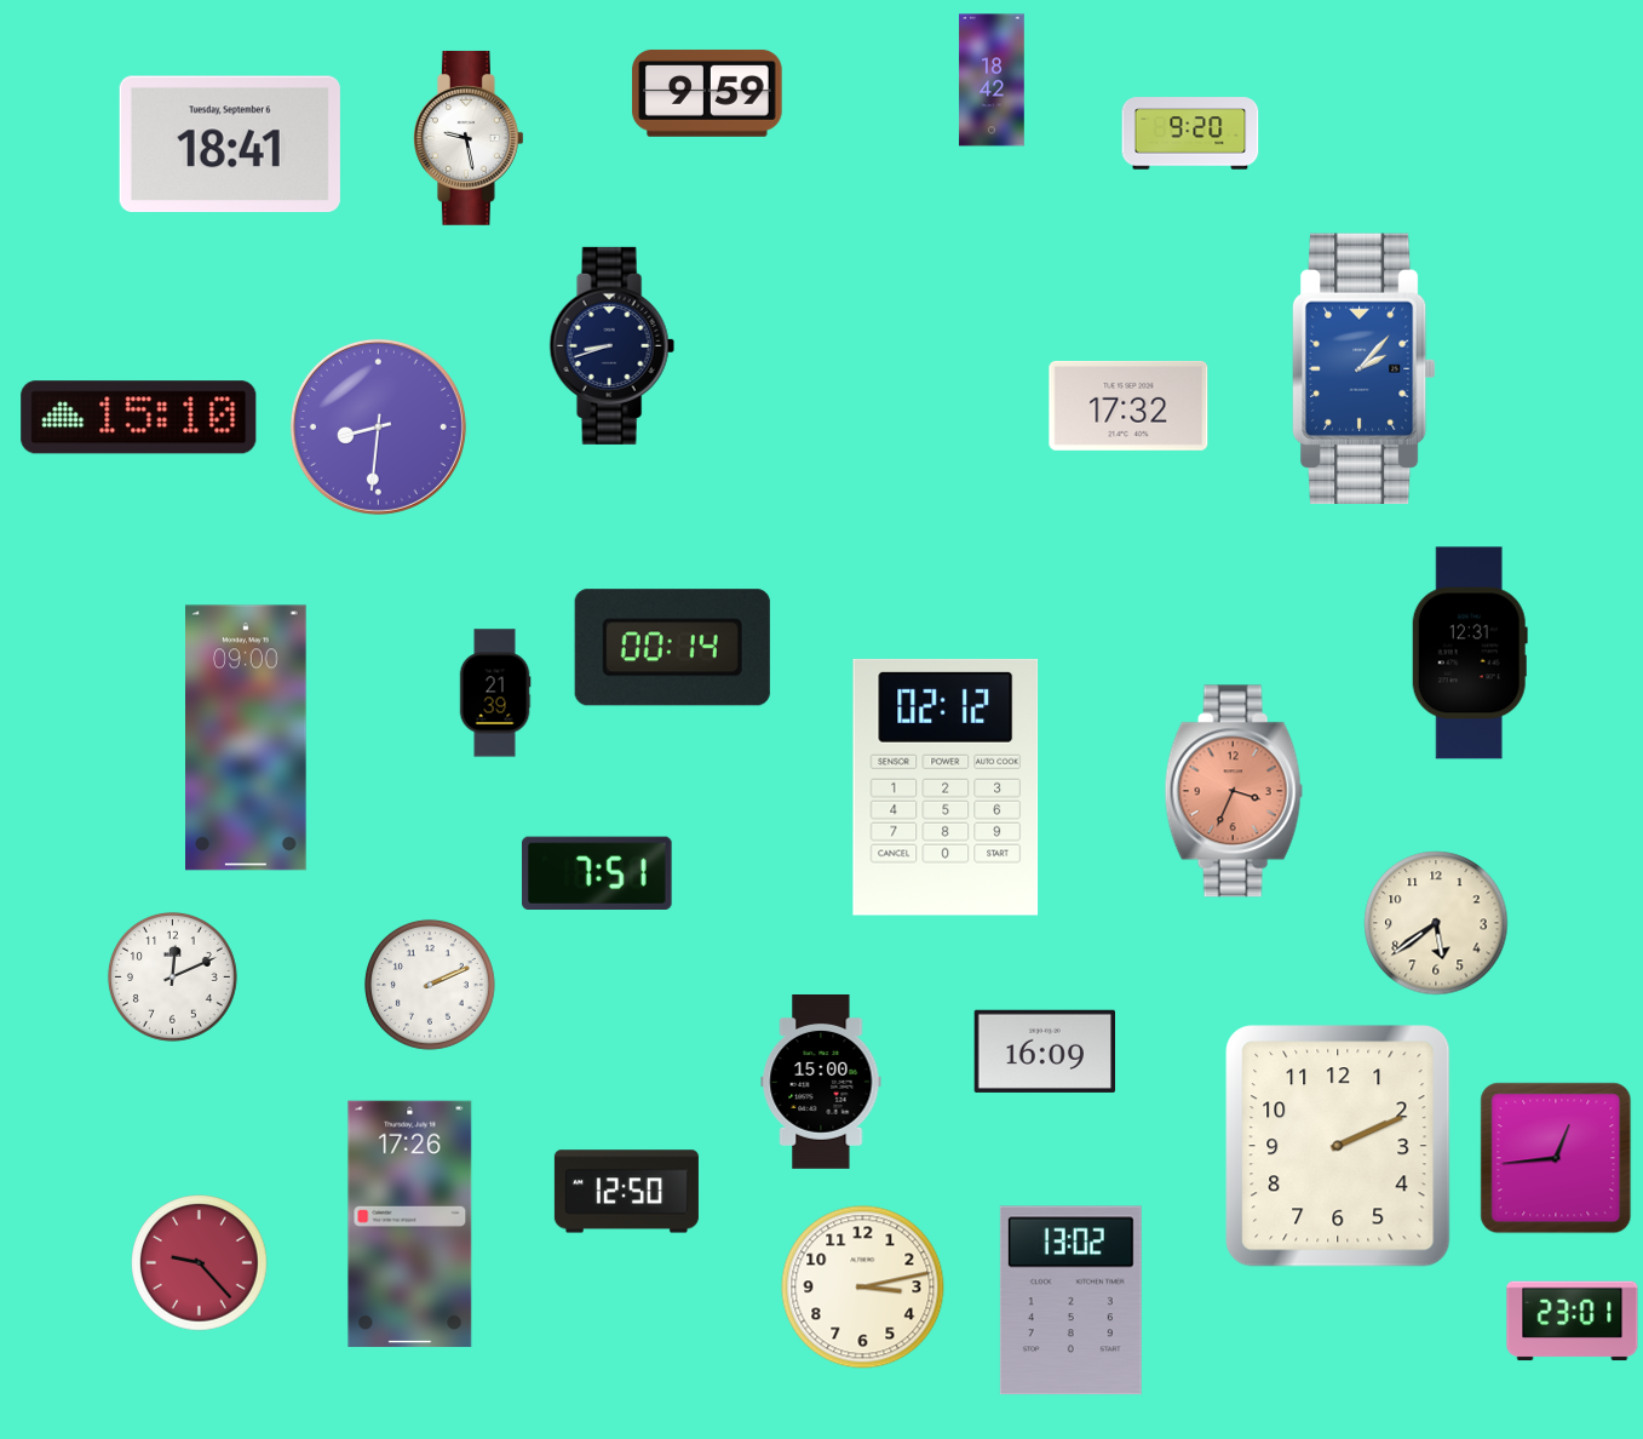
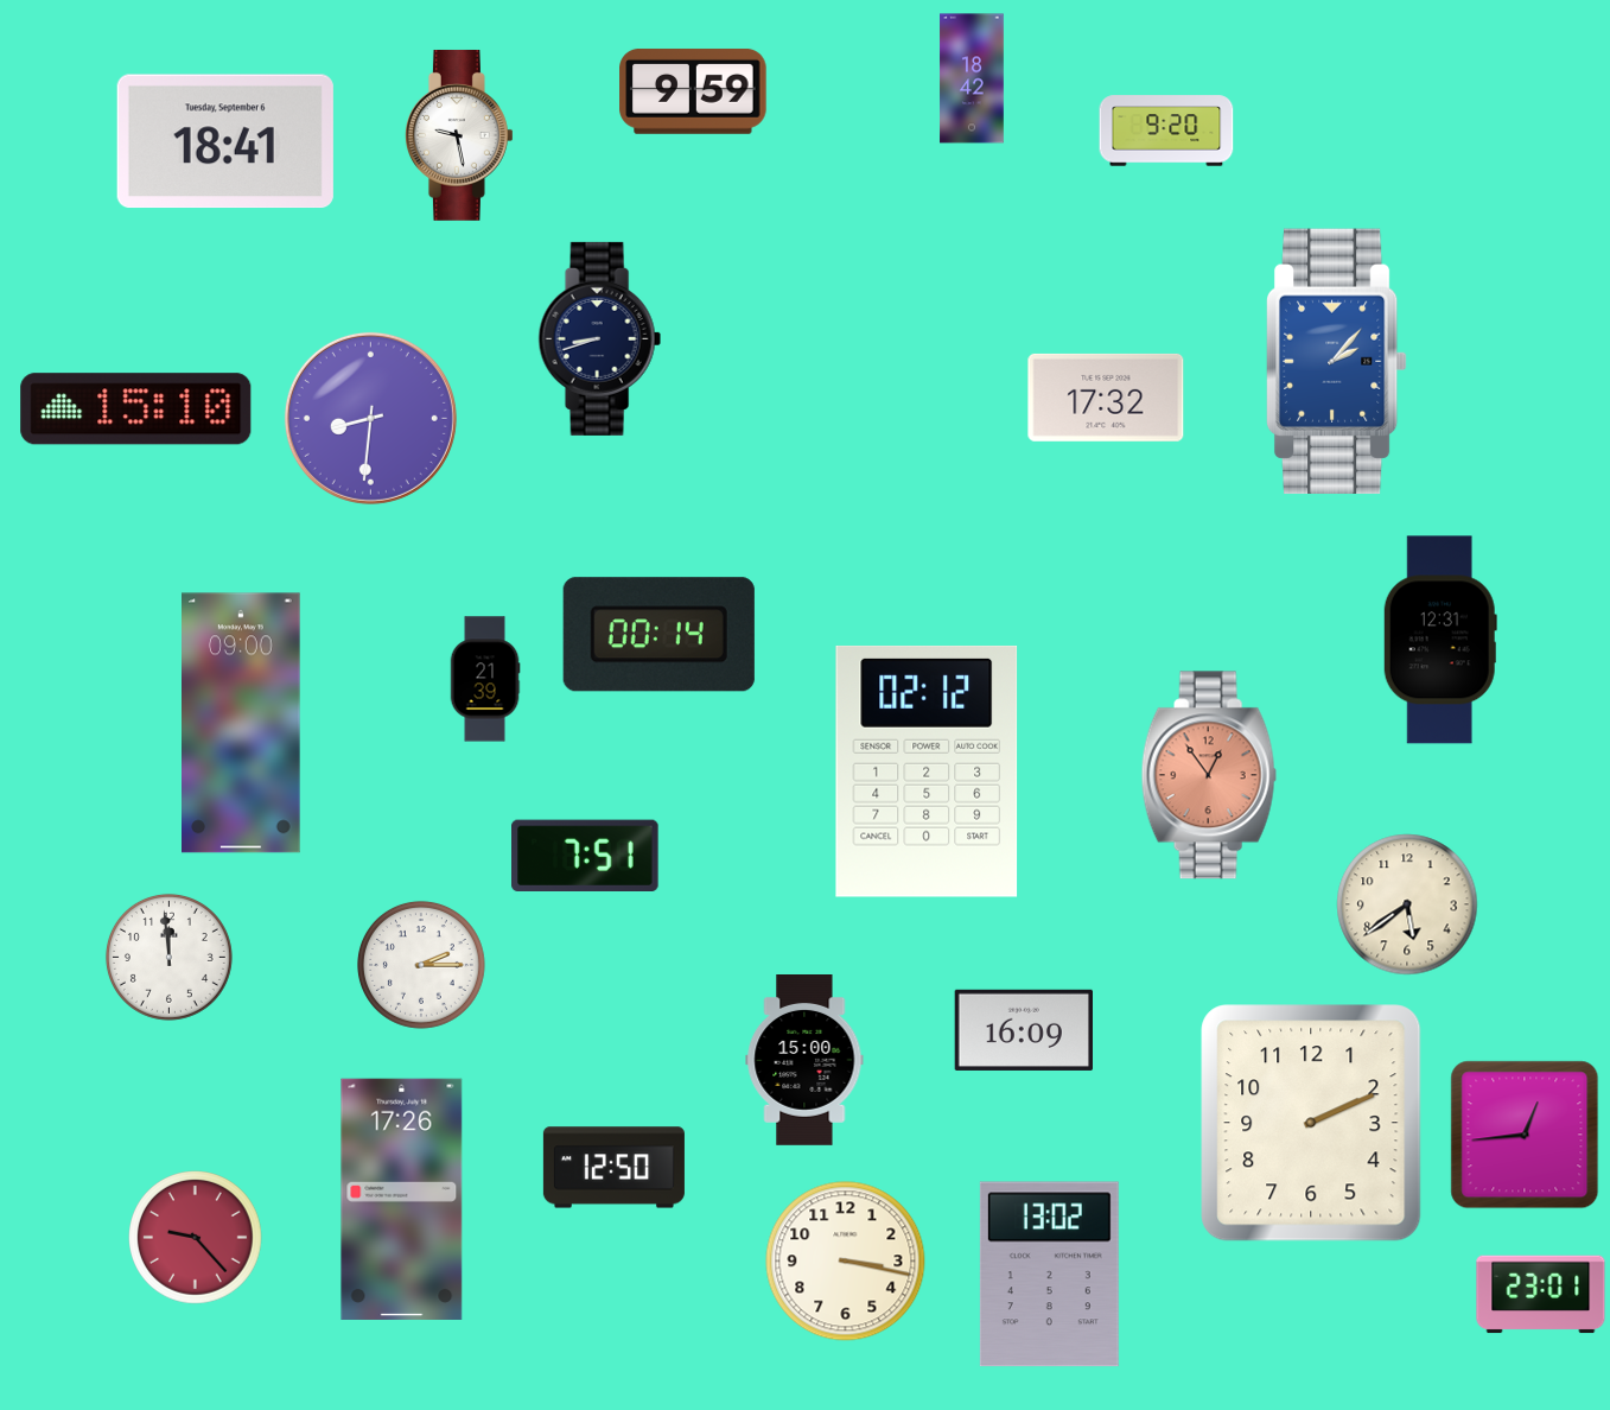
clock at (1234, 791): 3:34 -> 12:54
clock at (172, 976): 12:11 -> 11:59
clock at (430, 985): 2:11 -> 2:15
clock at (863, 1288): 3:13 -> 3:17
